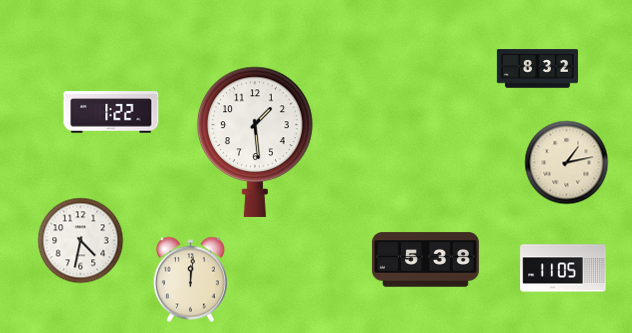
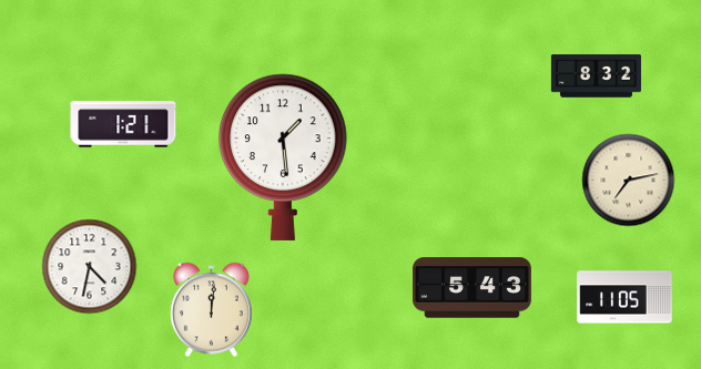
clock at (111, 112): 1:22 -> 1:21
clock at (567, 163): 1:13 -> 7:13
clock at (425, 260): 5:38 -> 5:43
